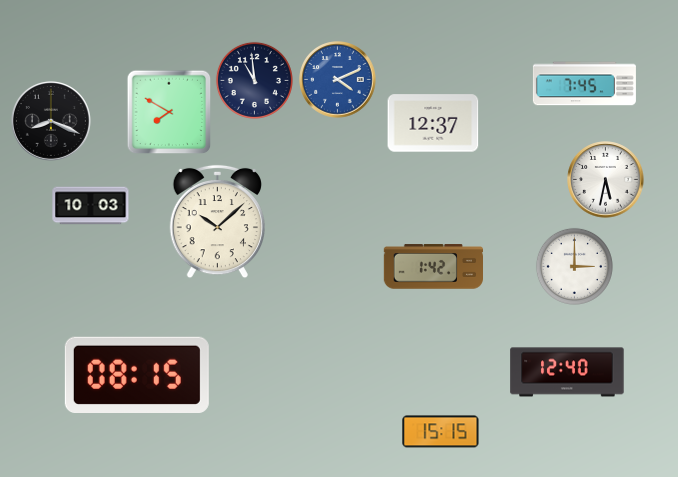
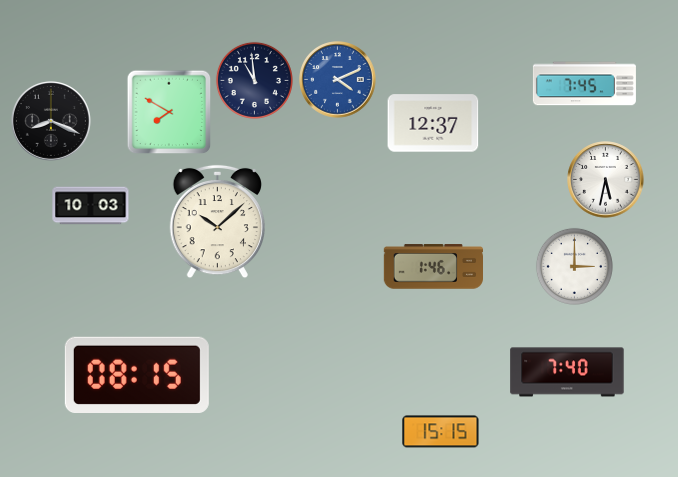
clock at (433, 267): 1:42 -> 1:46
clock at (567, 372): 12:40 -> 7:40
